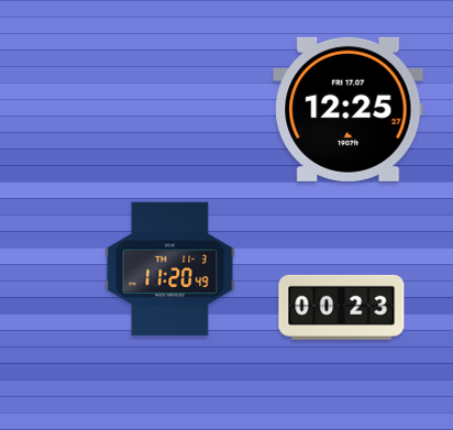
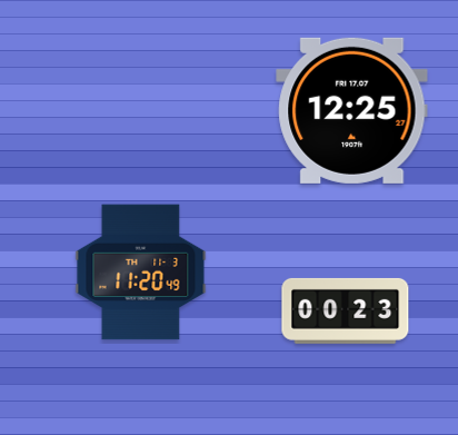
clock at (170, 269) position: (170, 269) -> (141, 273)
